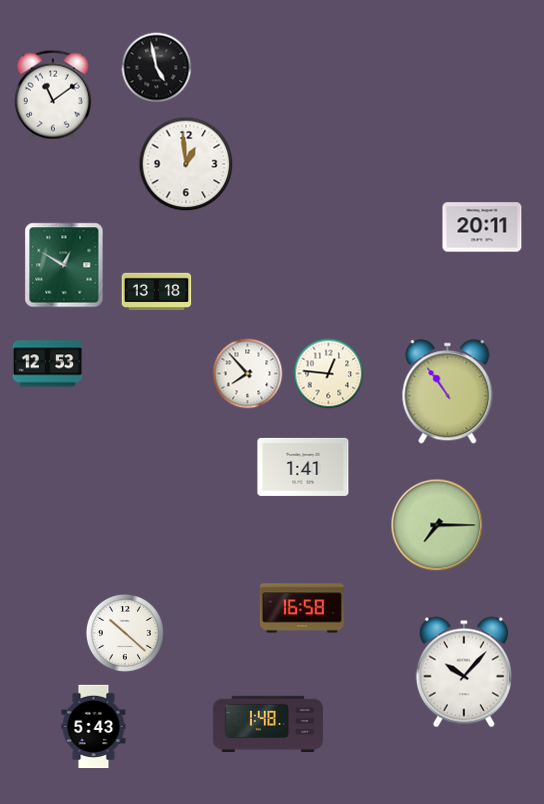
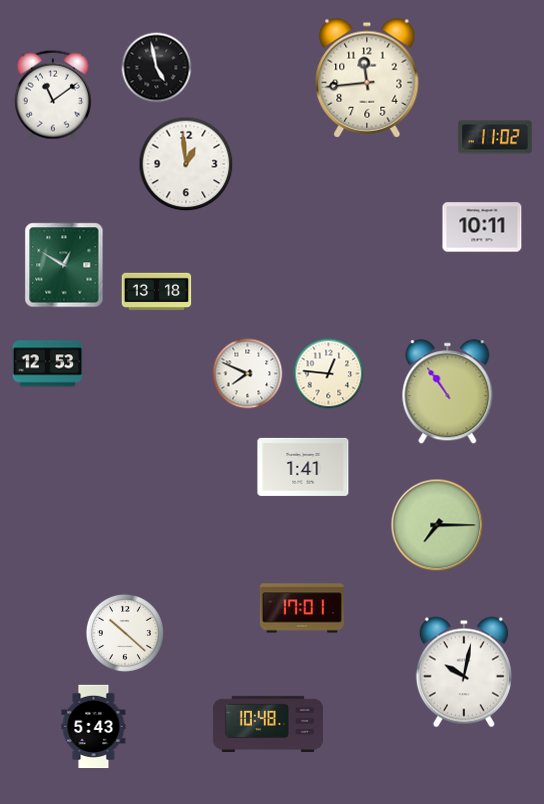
clock at (367, 78): none -> 11:44
clock at (495, 137): none -> 11:02
clock at (482, 227): 20:11 -> 10:11
clock at (248, 374): 7:53 -> 7:49
clock at (302, 608): 16:58 -> 17:01
clock at (464, 672): 10:07 -> 10:02
clock at (268, 724): 1:48 -> 10:48
